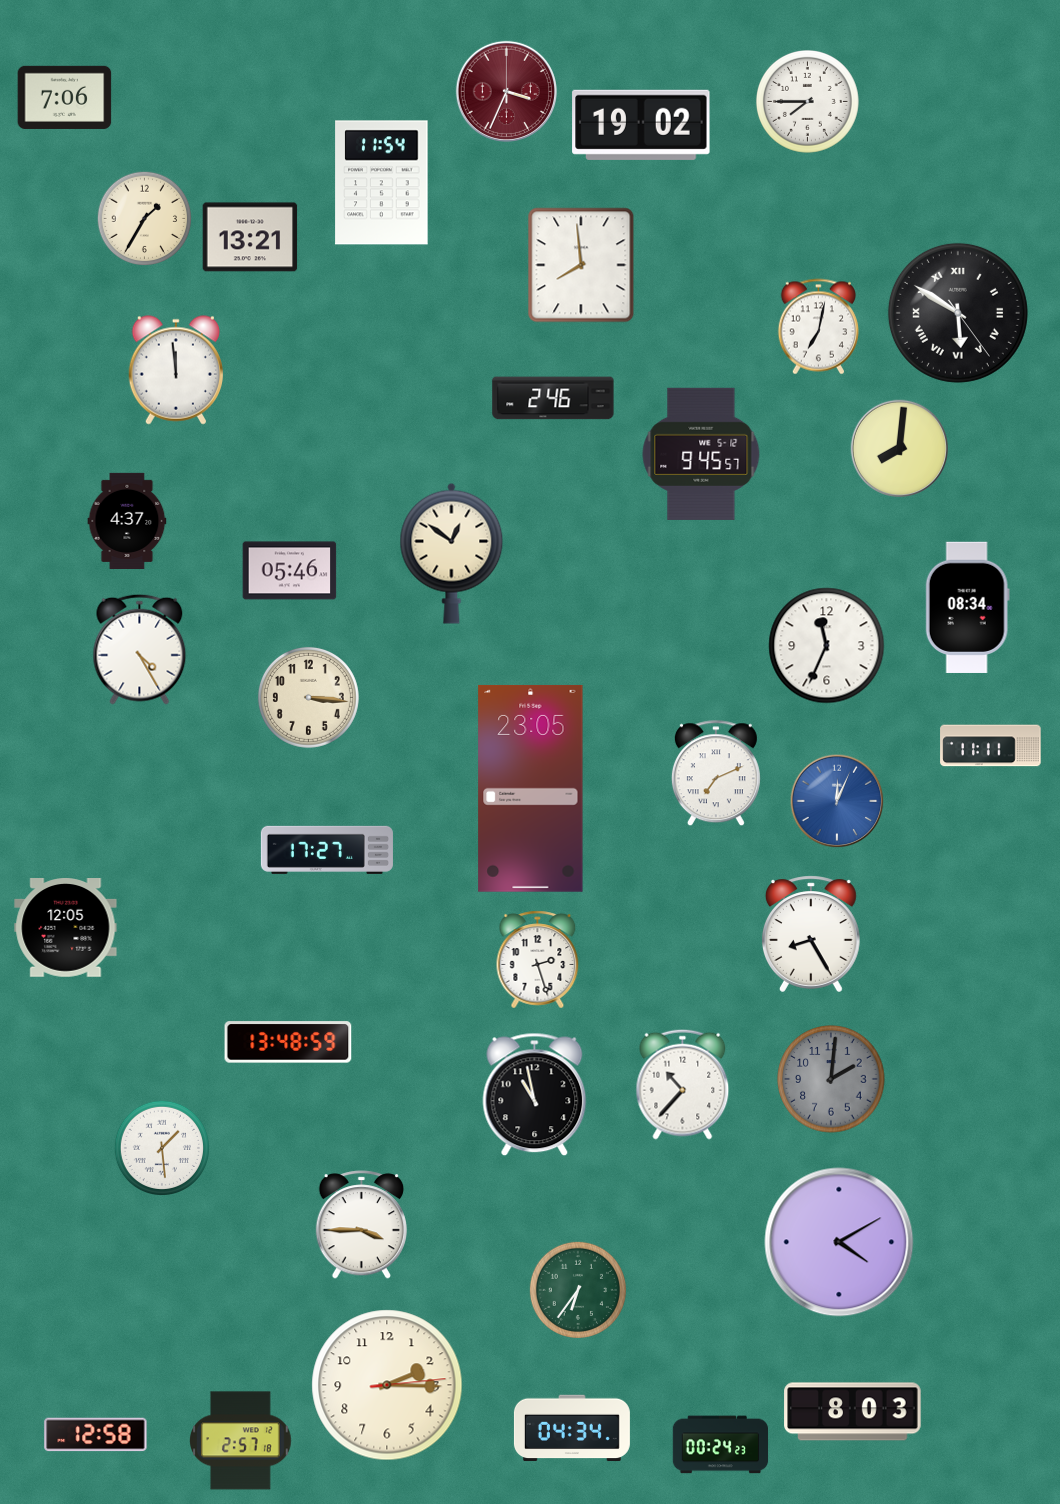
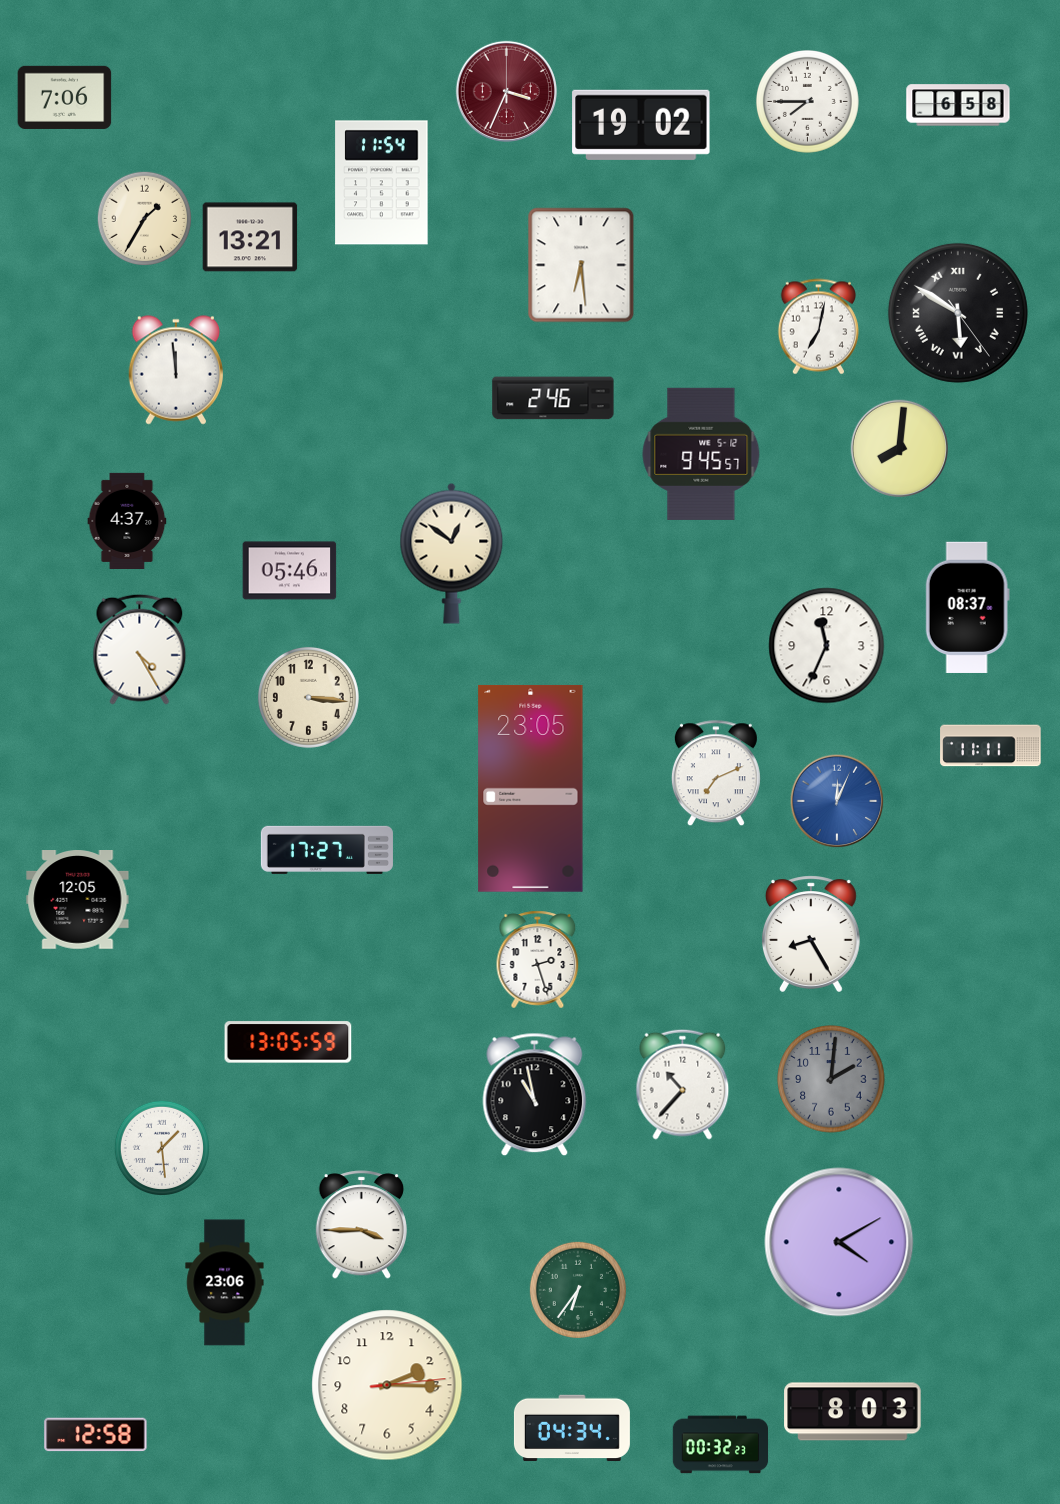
clock at (958, 105): none -> 6:58
clock at (581, 265): 7:59 -> 6:29
clock at (967, 607): 08:34 -> 08:37
clock at (66, 928) position: (66, 928) -> (78, 900)
clock at (288, 1042): 13:48 -> 13:05
clock at (225, 1283): none -> 23:06
clock at (241, 1441): 2:57 -> none
clock at (721, 1445): 00:24 -> 00:32
